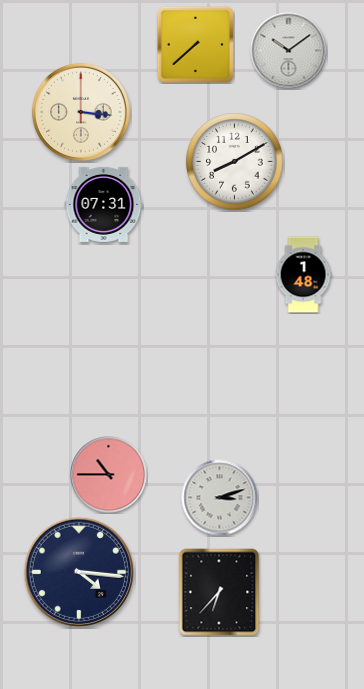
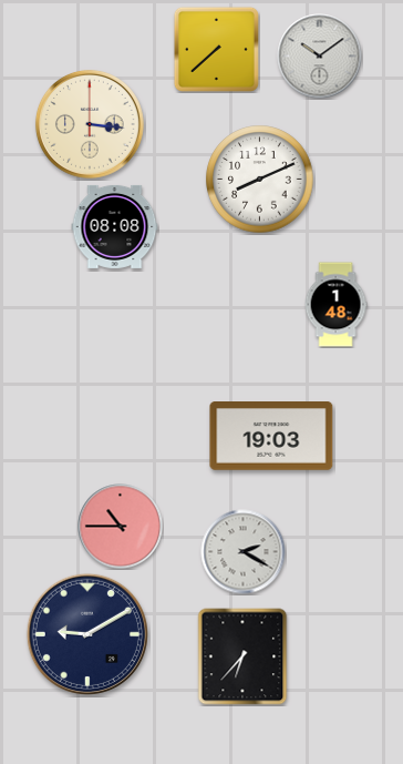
clock at (235, 162): 8:10 -> 8:11
clock at (104, 204): 07:31 -> 08:08
clock at (271, 437): none -> 19:03
clock at (220, 498): 3:12 -> 2:20
clock at (79, 572): 4:16 -> 9:10
